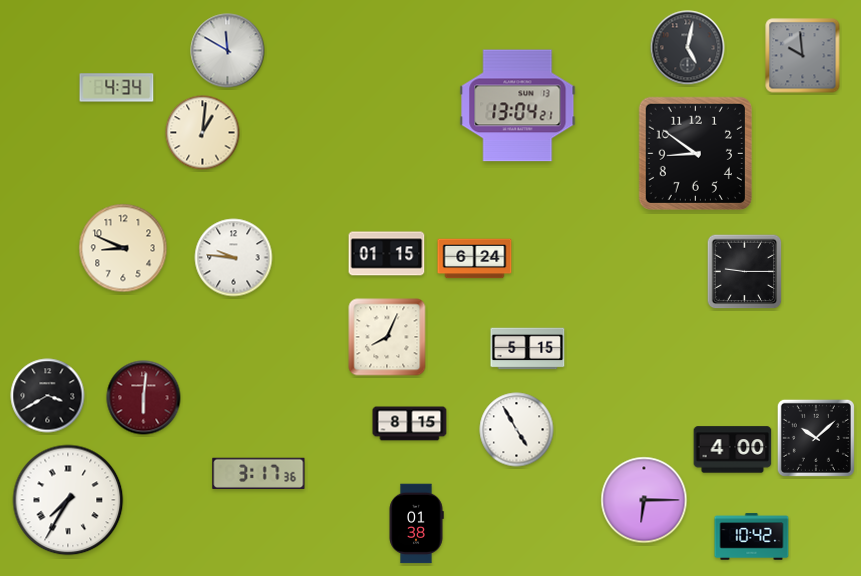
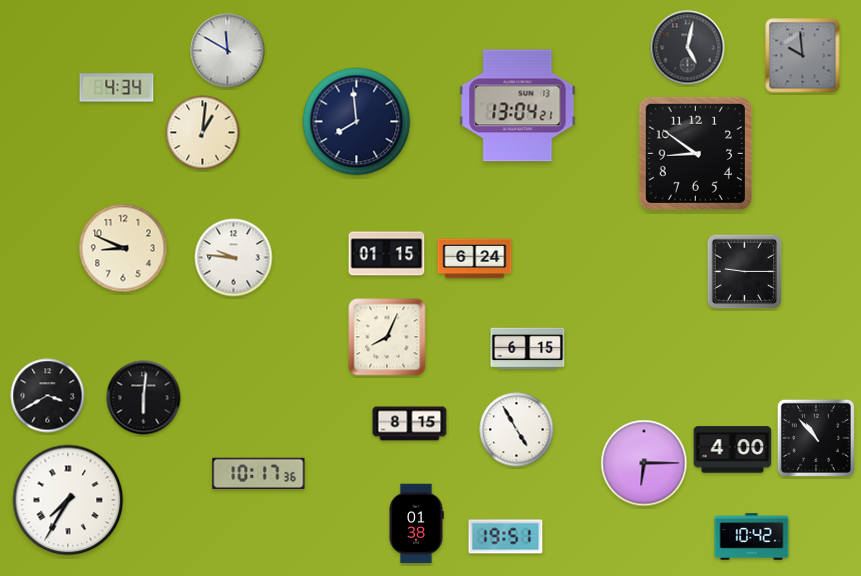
clock at (357, 122): none -> 7:59
clock at (528, 349): 5:15 -> 6:15
clock at (144, 398) dial: burgundy -> black
clock at (816, 438): 10:08 -> 10:53
clock at (259, 474): 3:17 -> 10:17
clock at (644, 500) position: (644, 500) -> (644, 463)
clock at (506, 537): none -> 19:51
